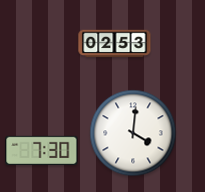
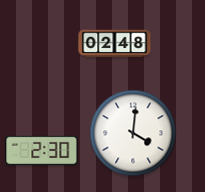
clock at (115, 44): 02:53 -> 02:48
clock at (42, 150): 7:30 -> 2:30
